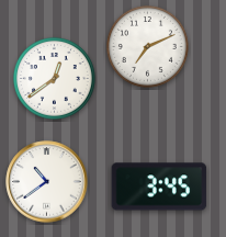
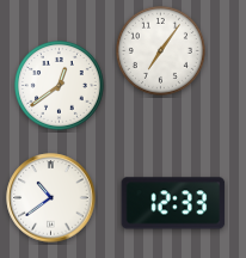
clock at (147, 46): 7:11 -> 7:06
clock at (159, 187): 3:45 -> 12:33
